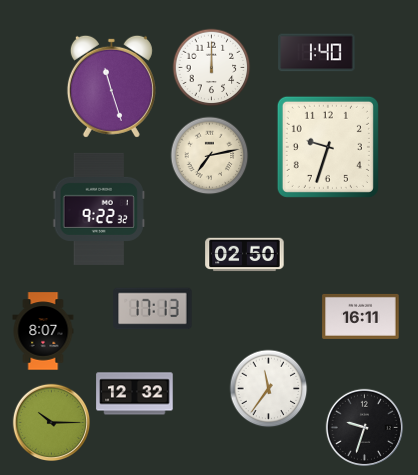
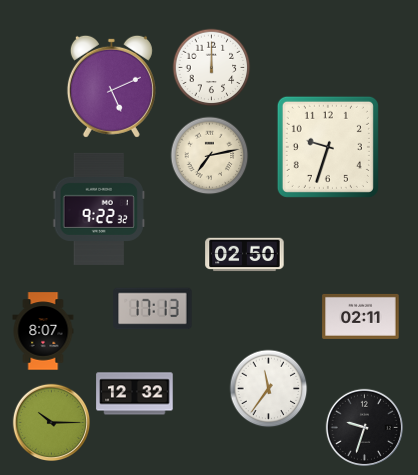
clock at (317, 53): 1:40 -> none
clock at (111, 86): 11:27 -> 5:11
clock at (361, 316): 16:11 -> 02:11
